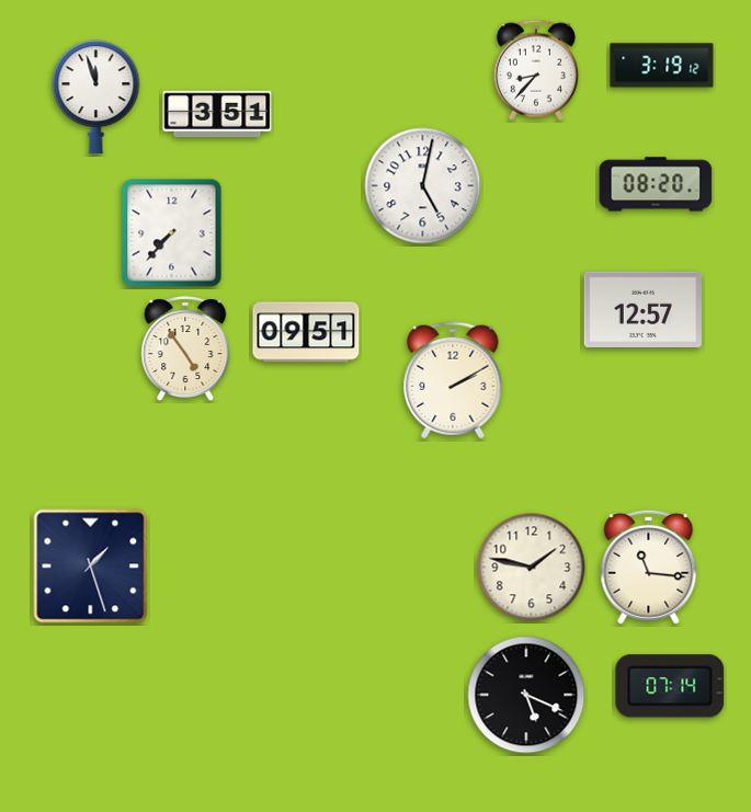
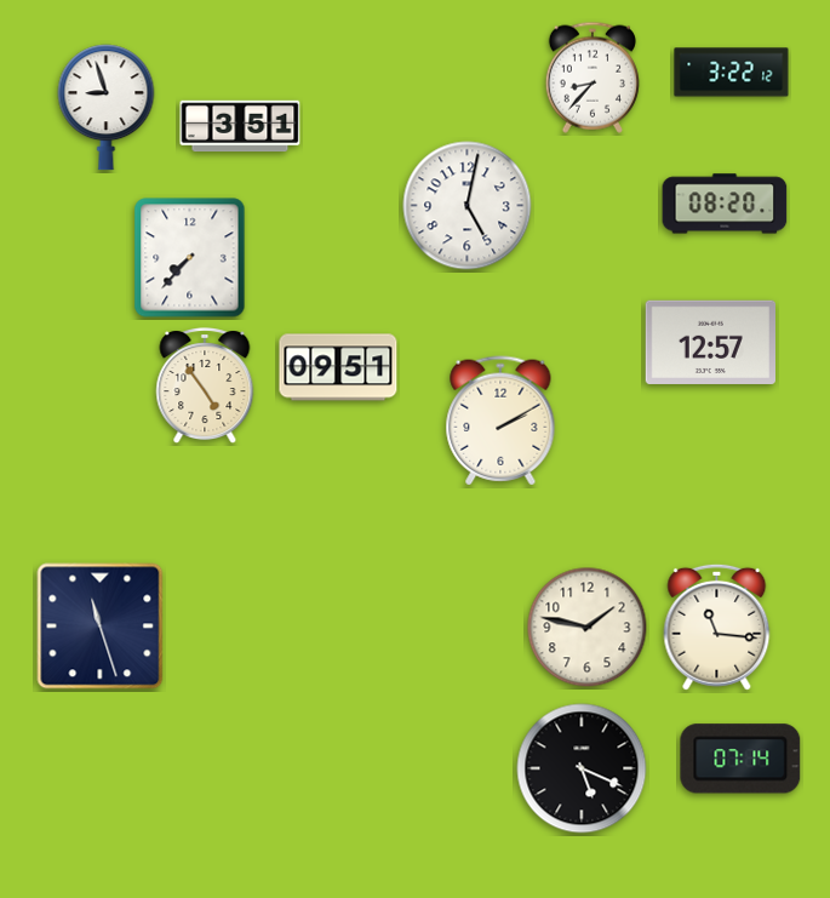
clock at (662, 66): 3:19 -> 3:22
clock at (96, 98): 11:57 -> 8:57
clock at (91, 567): 1:27 -> 11:27
